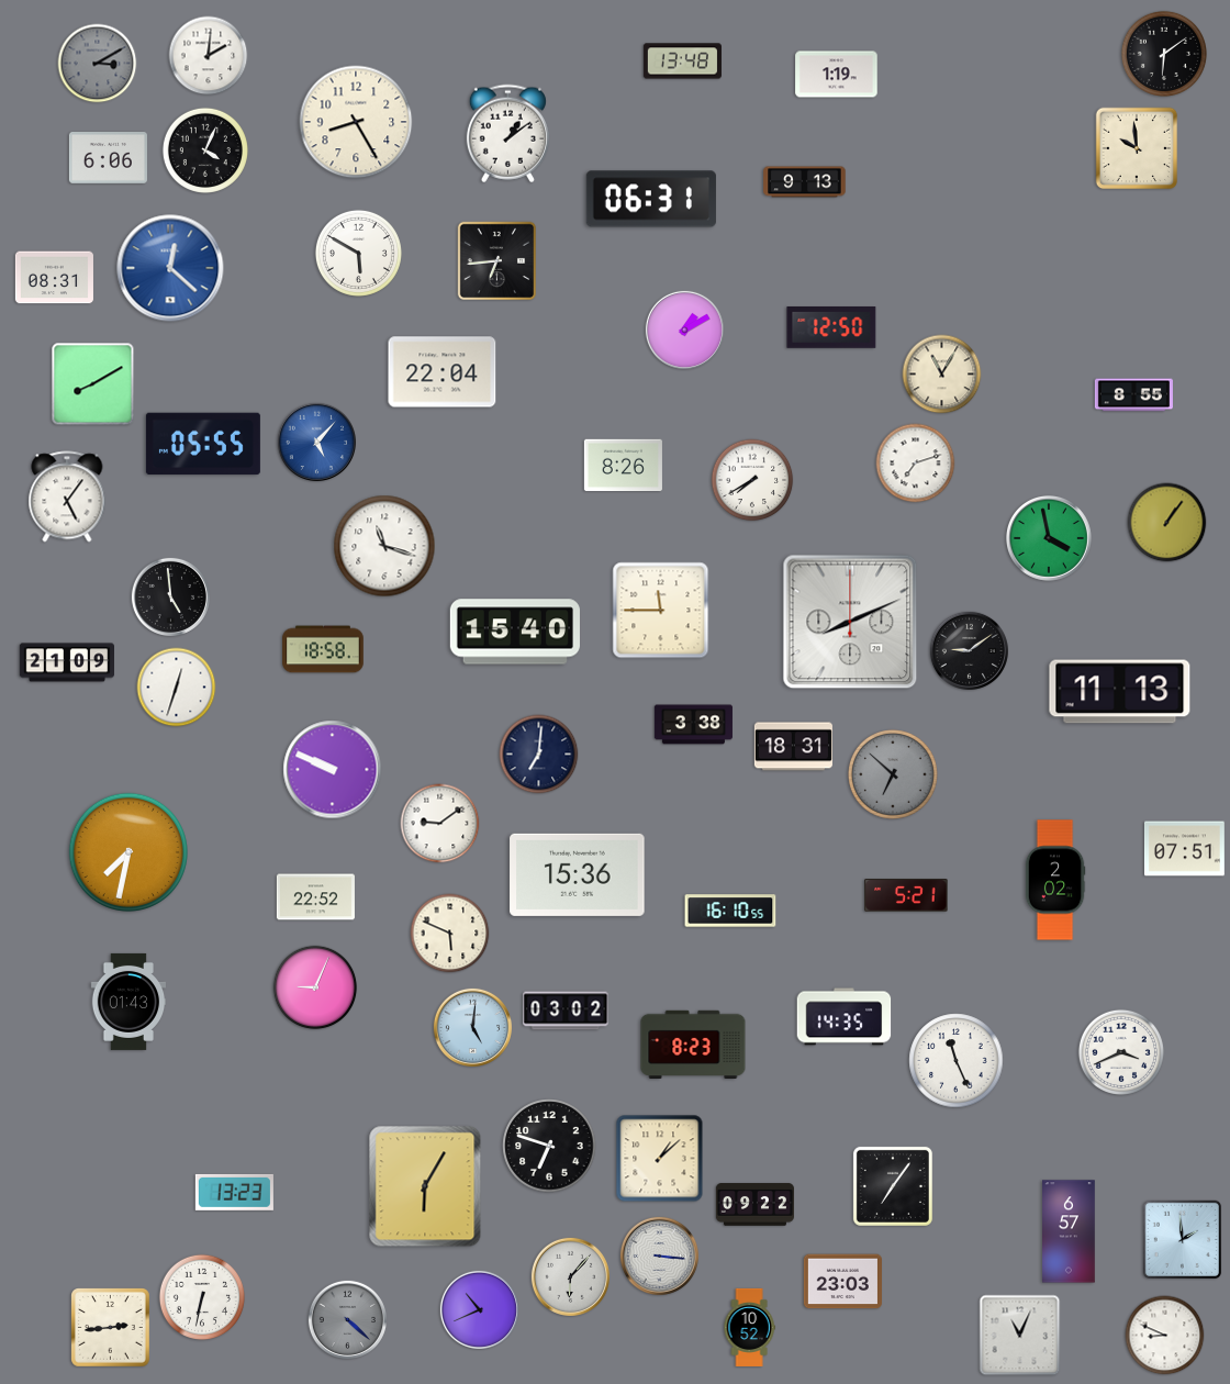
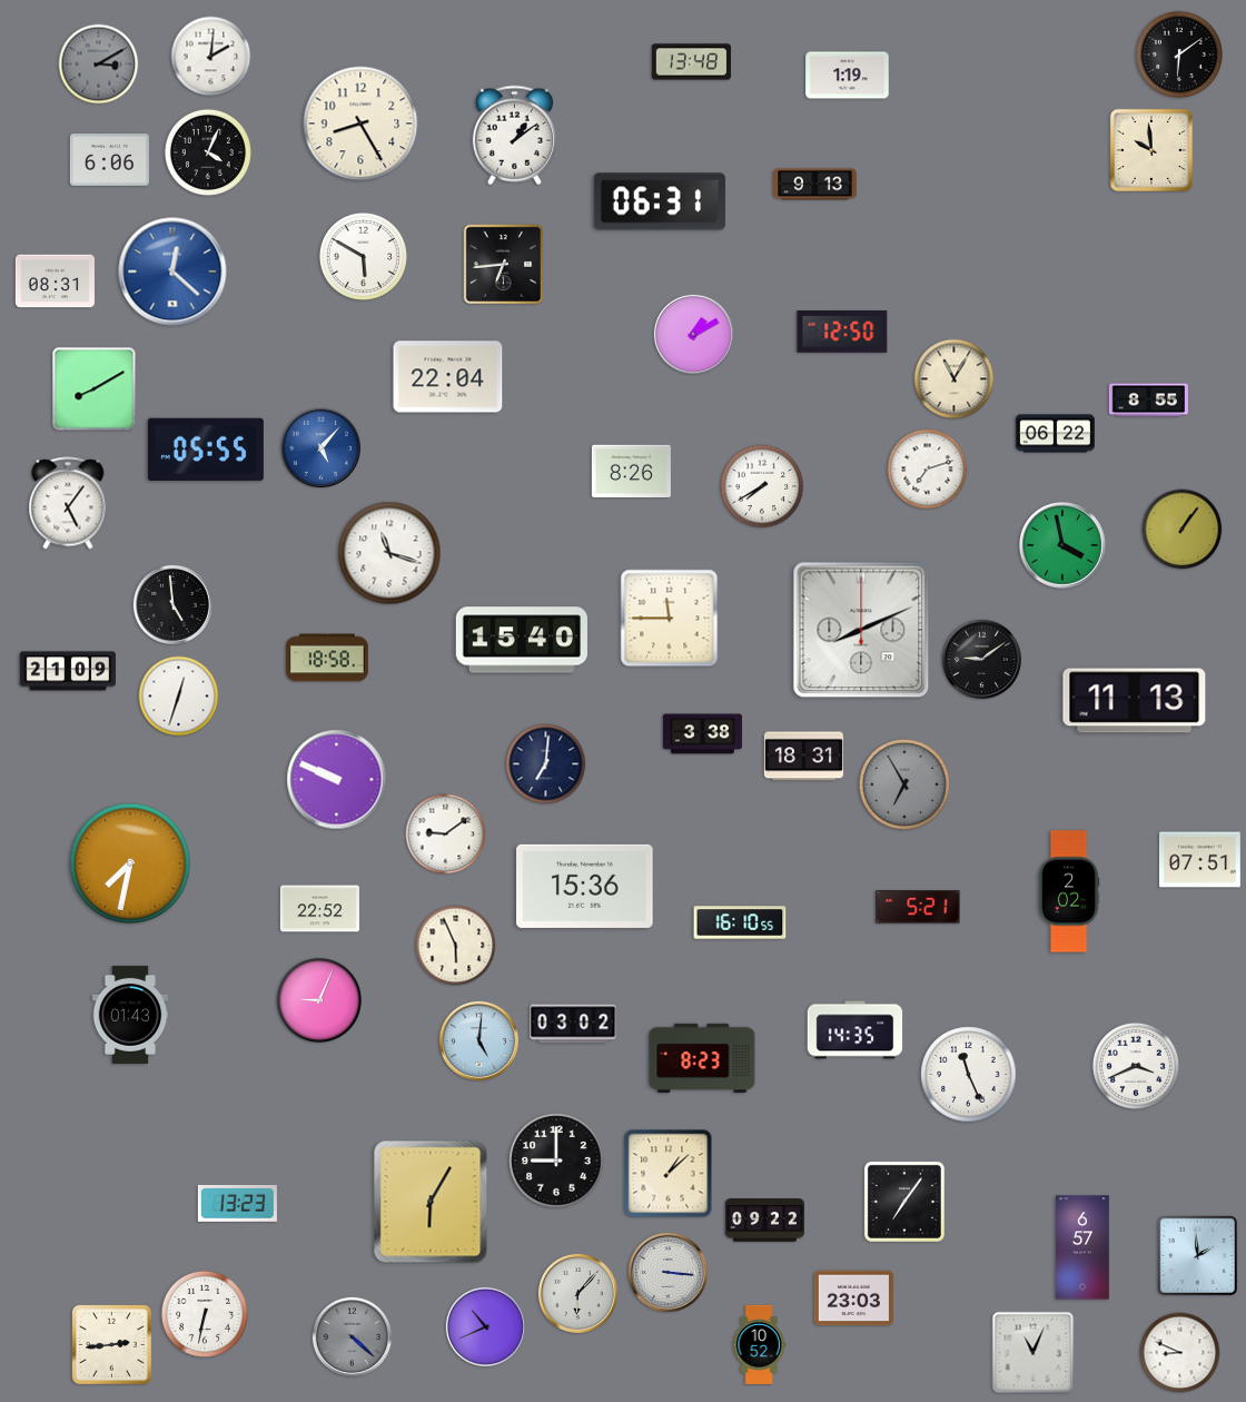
clock at (1055, 434): none -> 06:22
clock at (893, 774): 6:52 -> 6:55
clock at (450, 934): 5:49 -> 5:56
clock at (549, 1146): 6:48 -> 9:00
clock at (234, 1192) position: (234, 1192) -> (237, 1203)
